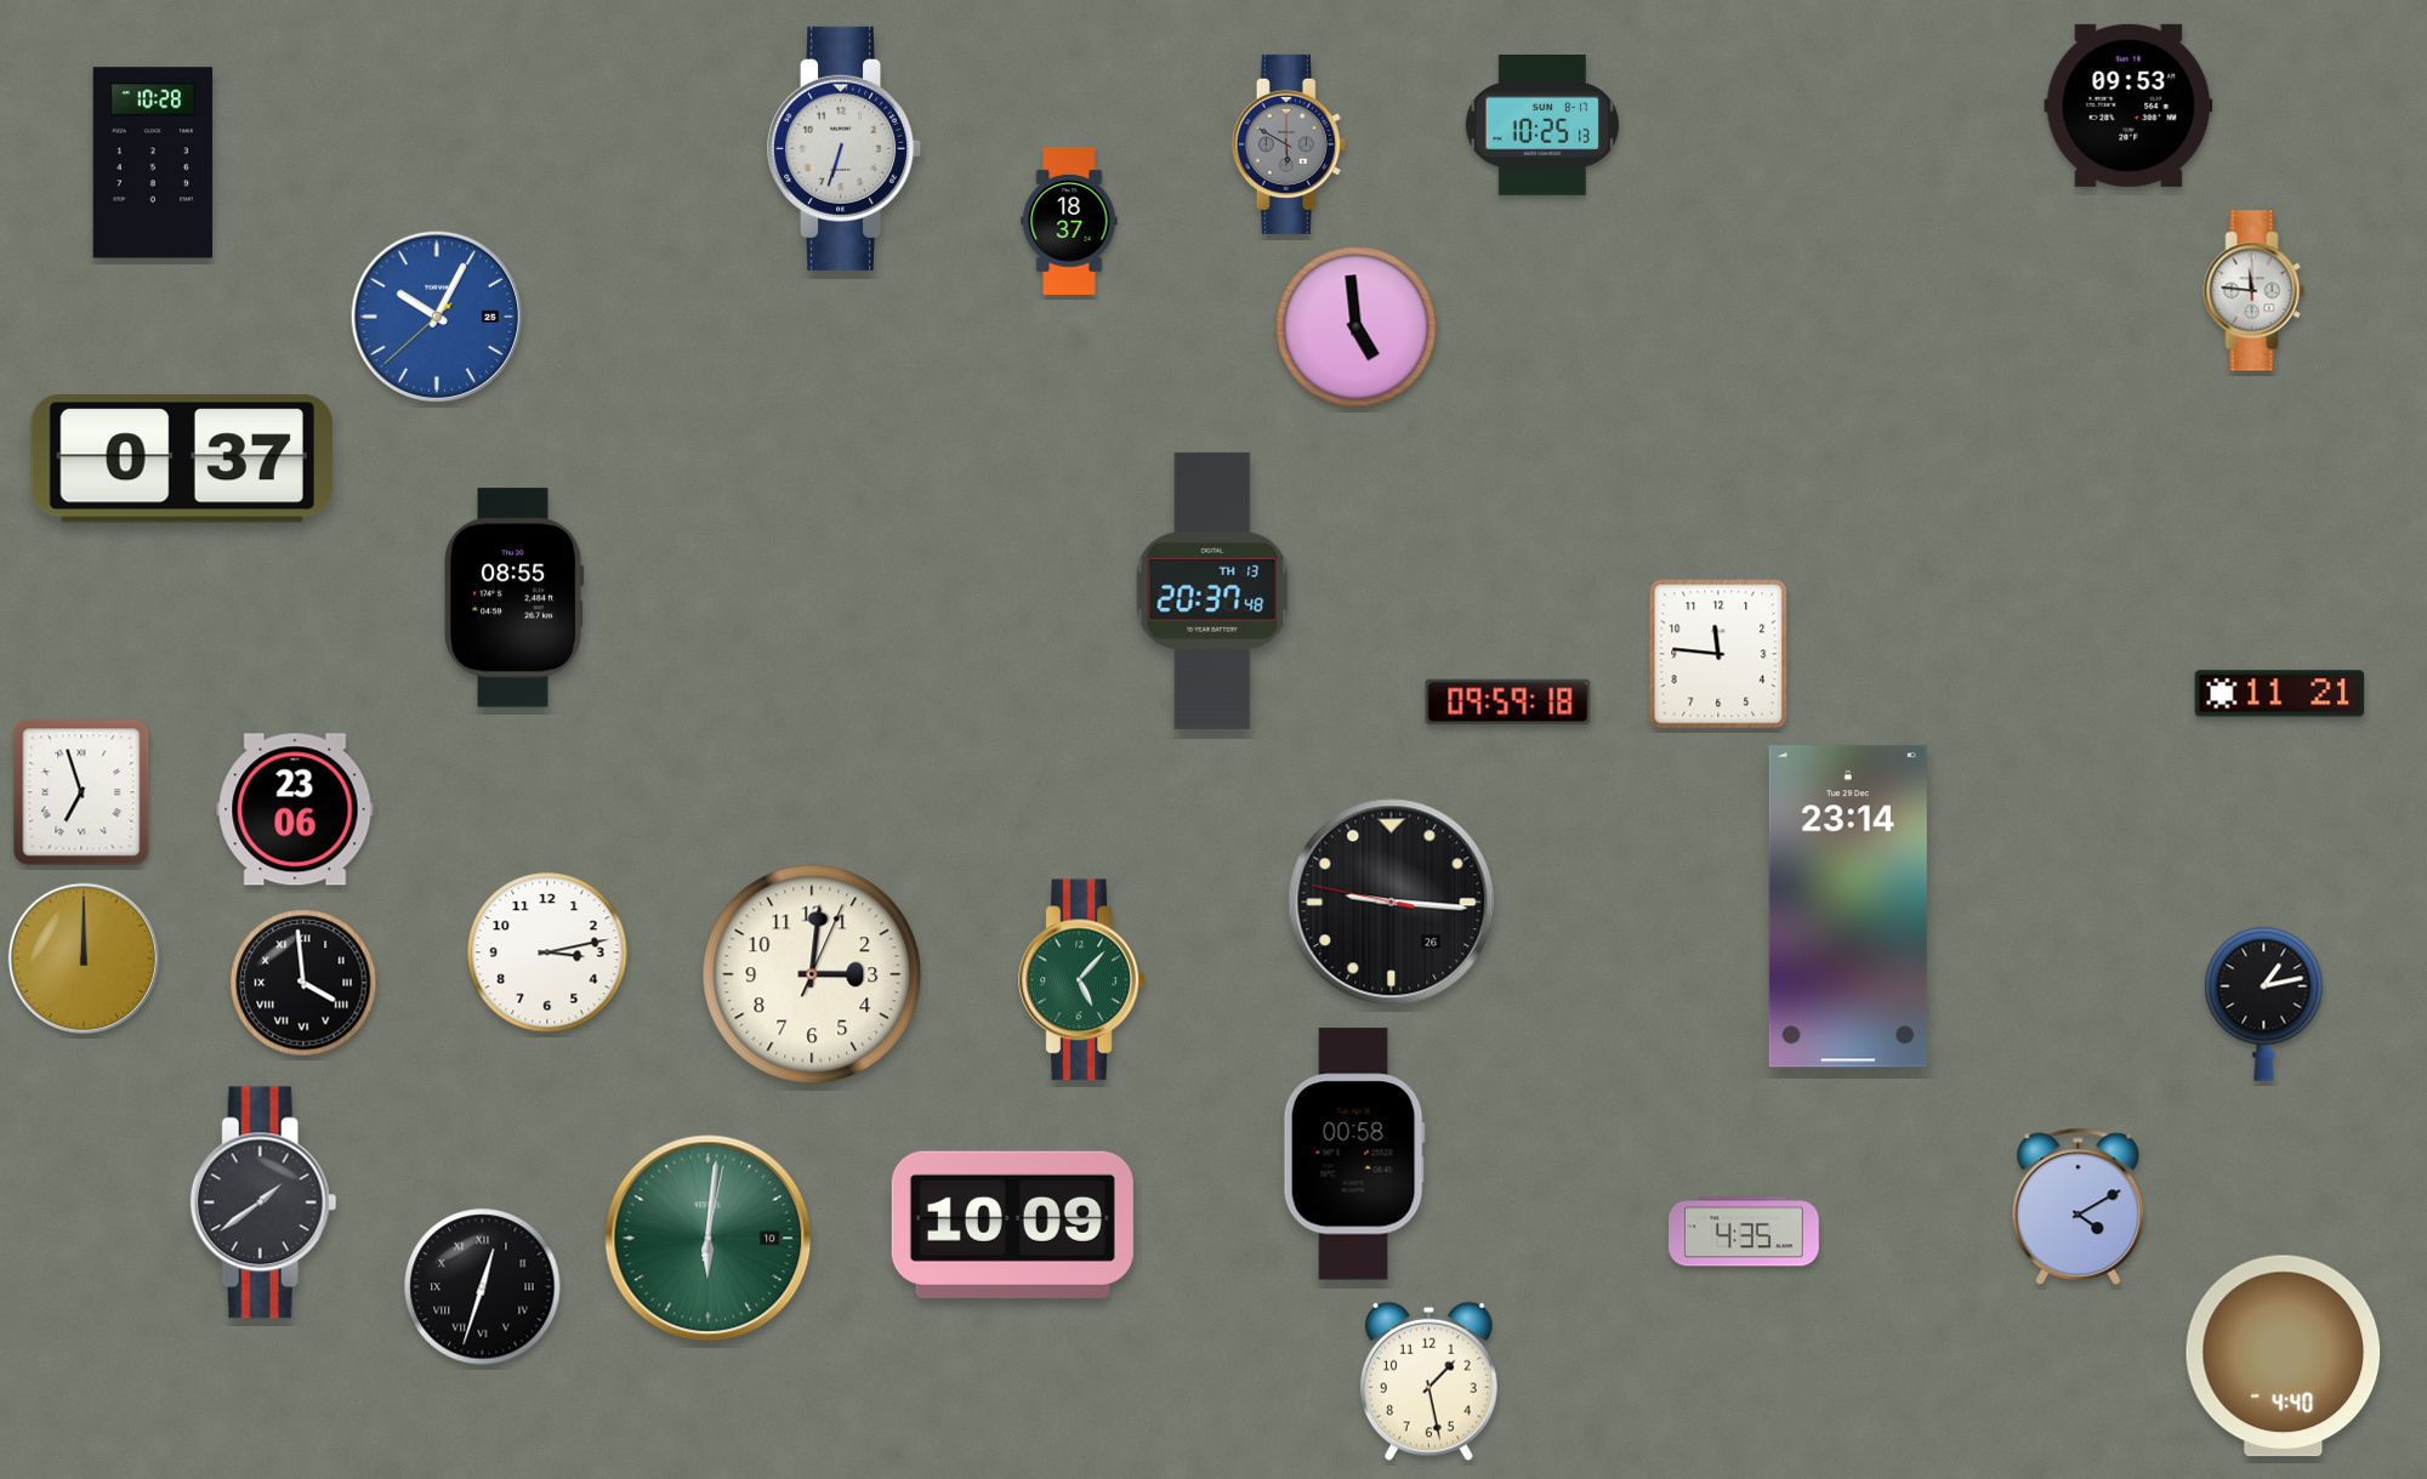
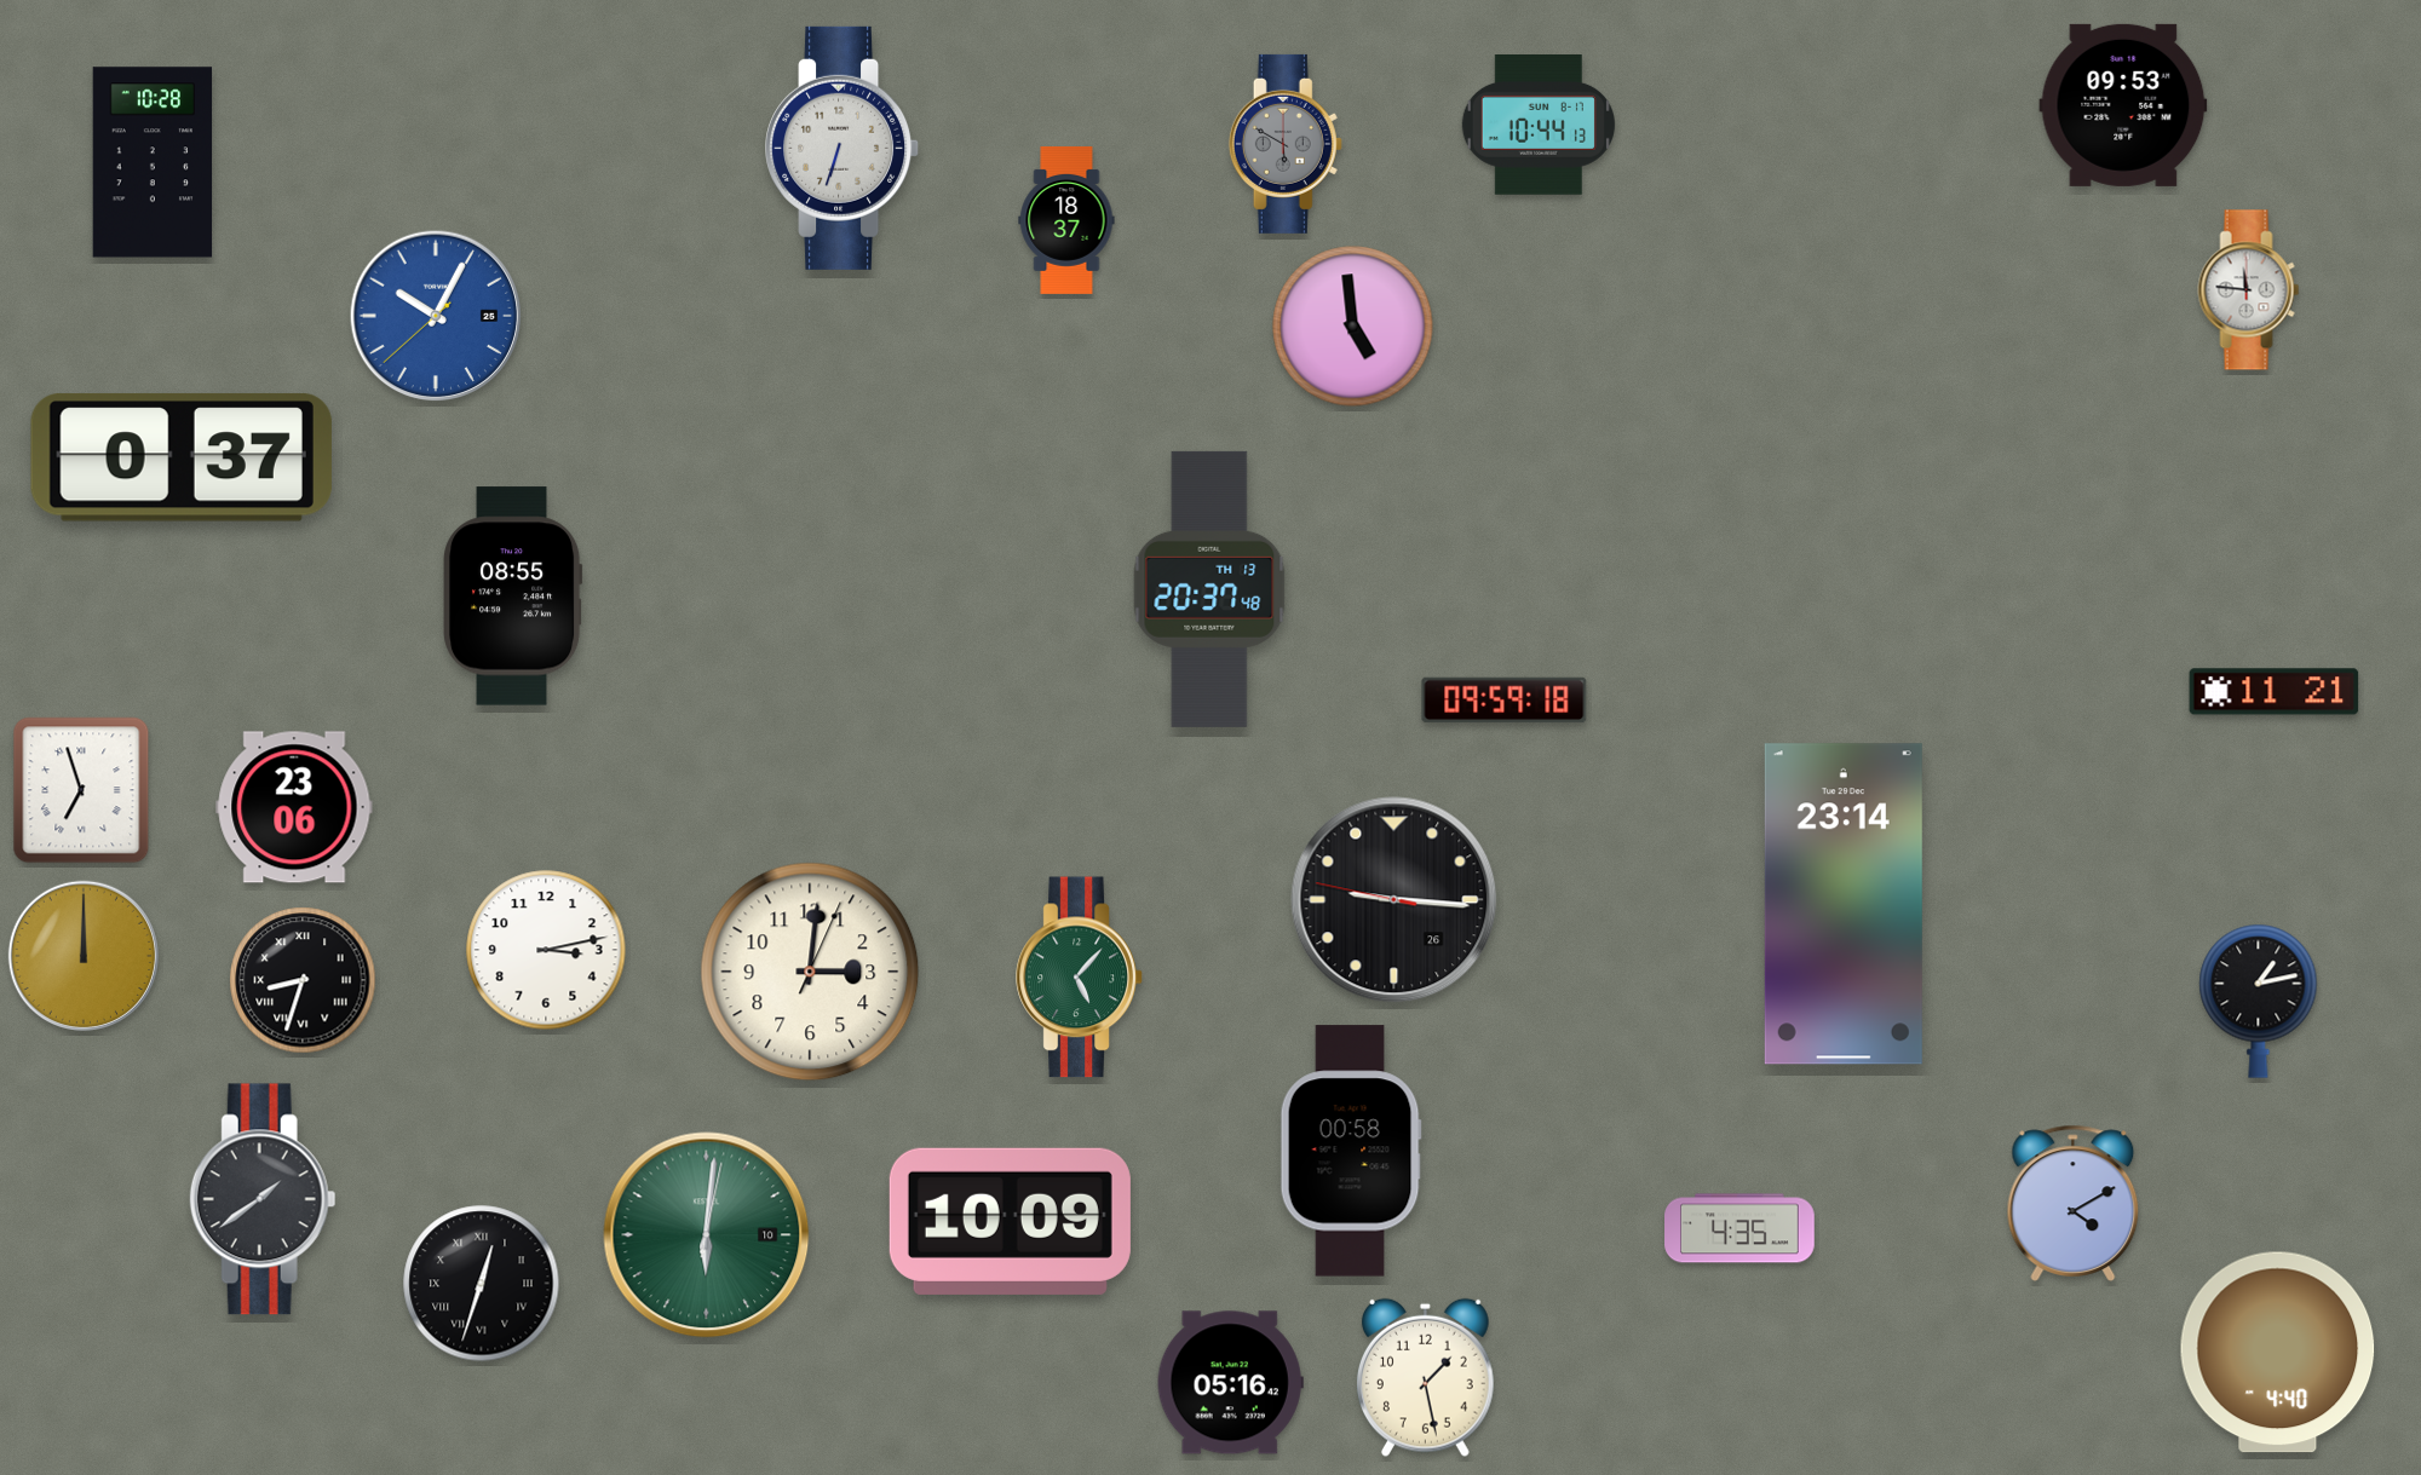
clock at (1542, 125): 10:25 -> 10:44
clock at (1718, 654): 11:46 -> none
clock at (1392, 903) position: (1392, 903) -> (1394, 900)
clock at (303, 983): 3:59 -> 8:33
clock at (1230, 1383): none -> 05:16
